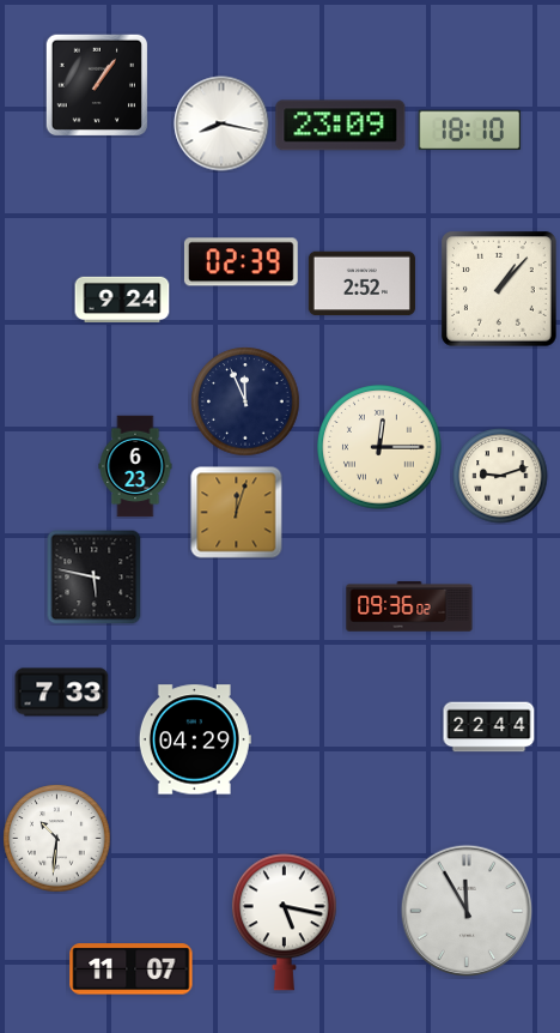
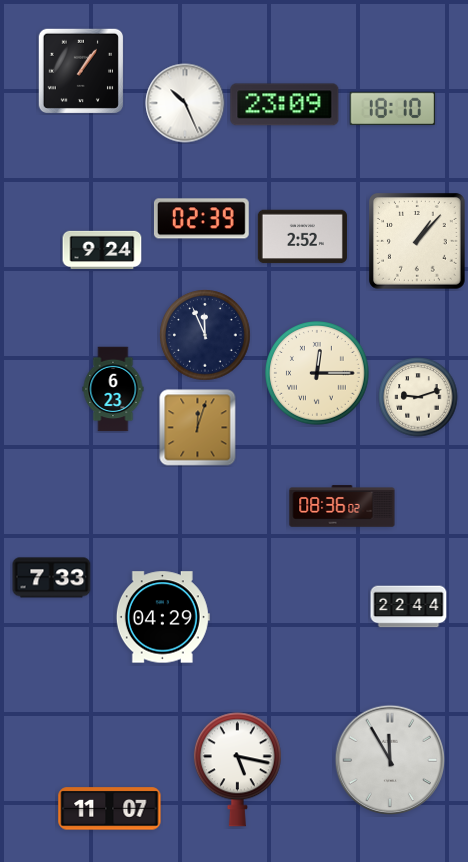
clock at (221, 123): 8:17 -> 10:26
clock at (95, 578): 5:47 -> none
clock at (409, 606): 09:36 -> 08:36
clock at (57, 839): 10:31 -> none
